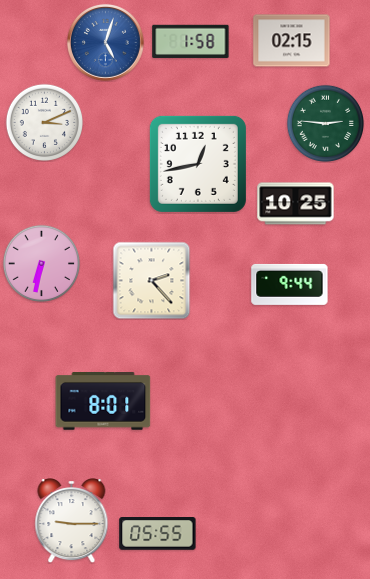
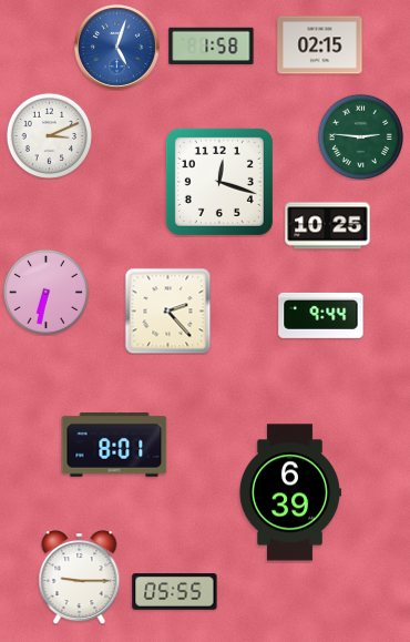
clock at (292, 41) position: (292, 41) -> (320, 45)
clock at (198, 164): 12:43 -> 12:18
clock at (289, 492): none -> 6:39
